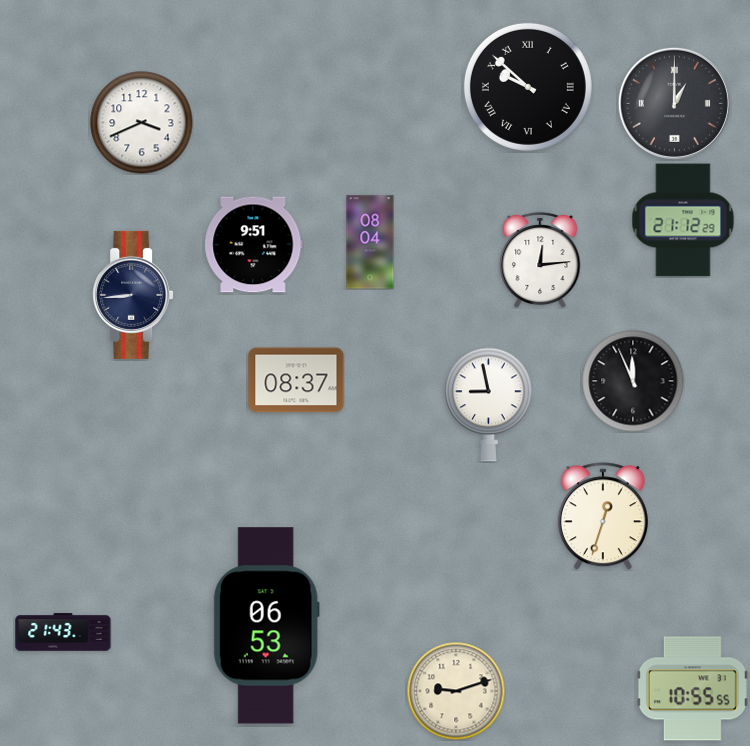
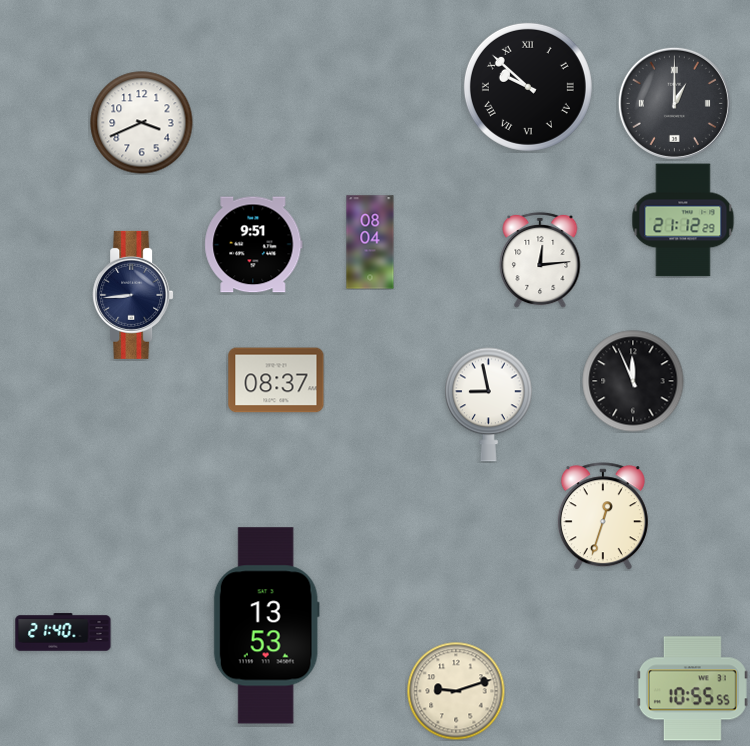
clock at (296, 380) position: (296, 380) -> (276, 380)
clock at (266, 626): 06:53 -> 13:53
clock at (63, 632): 21:43 -> 21:40
